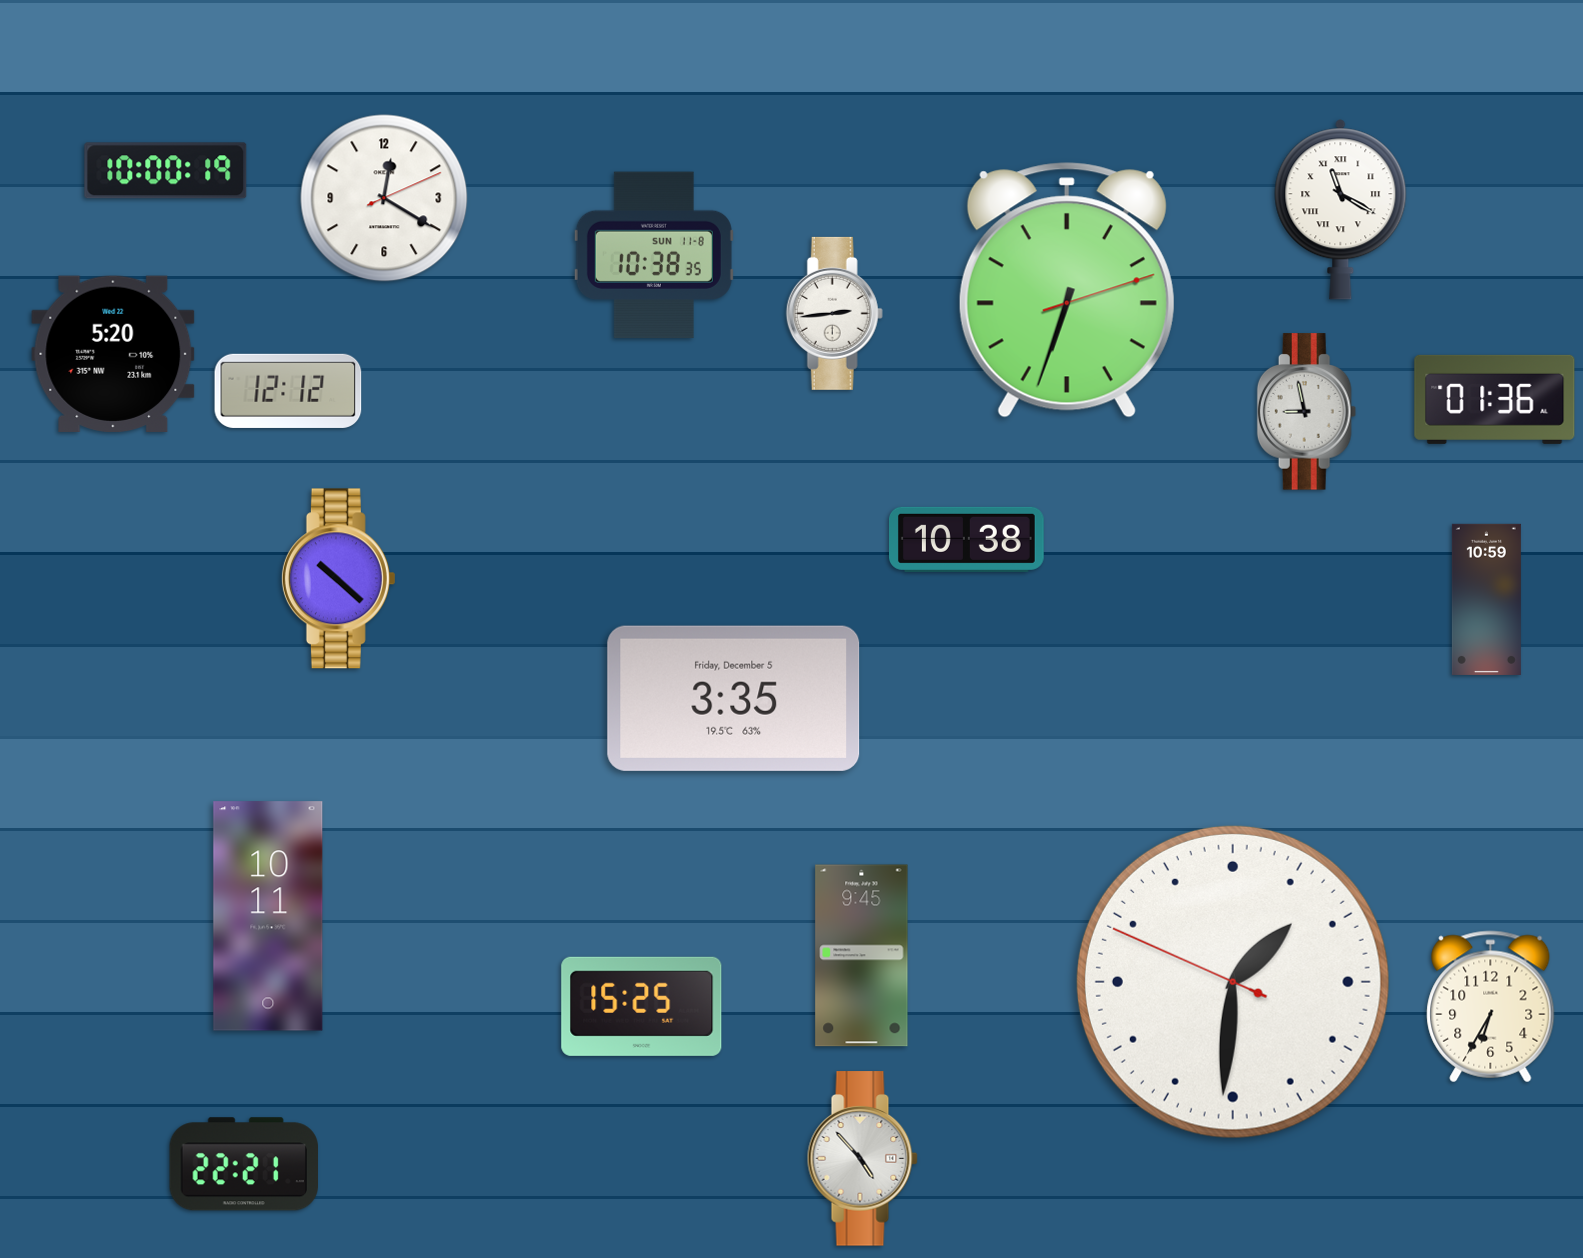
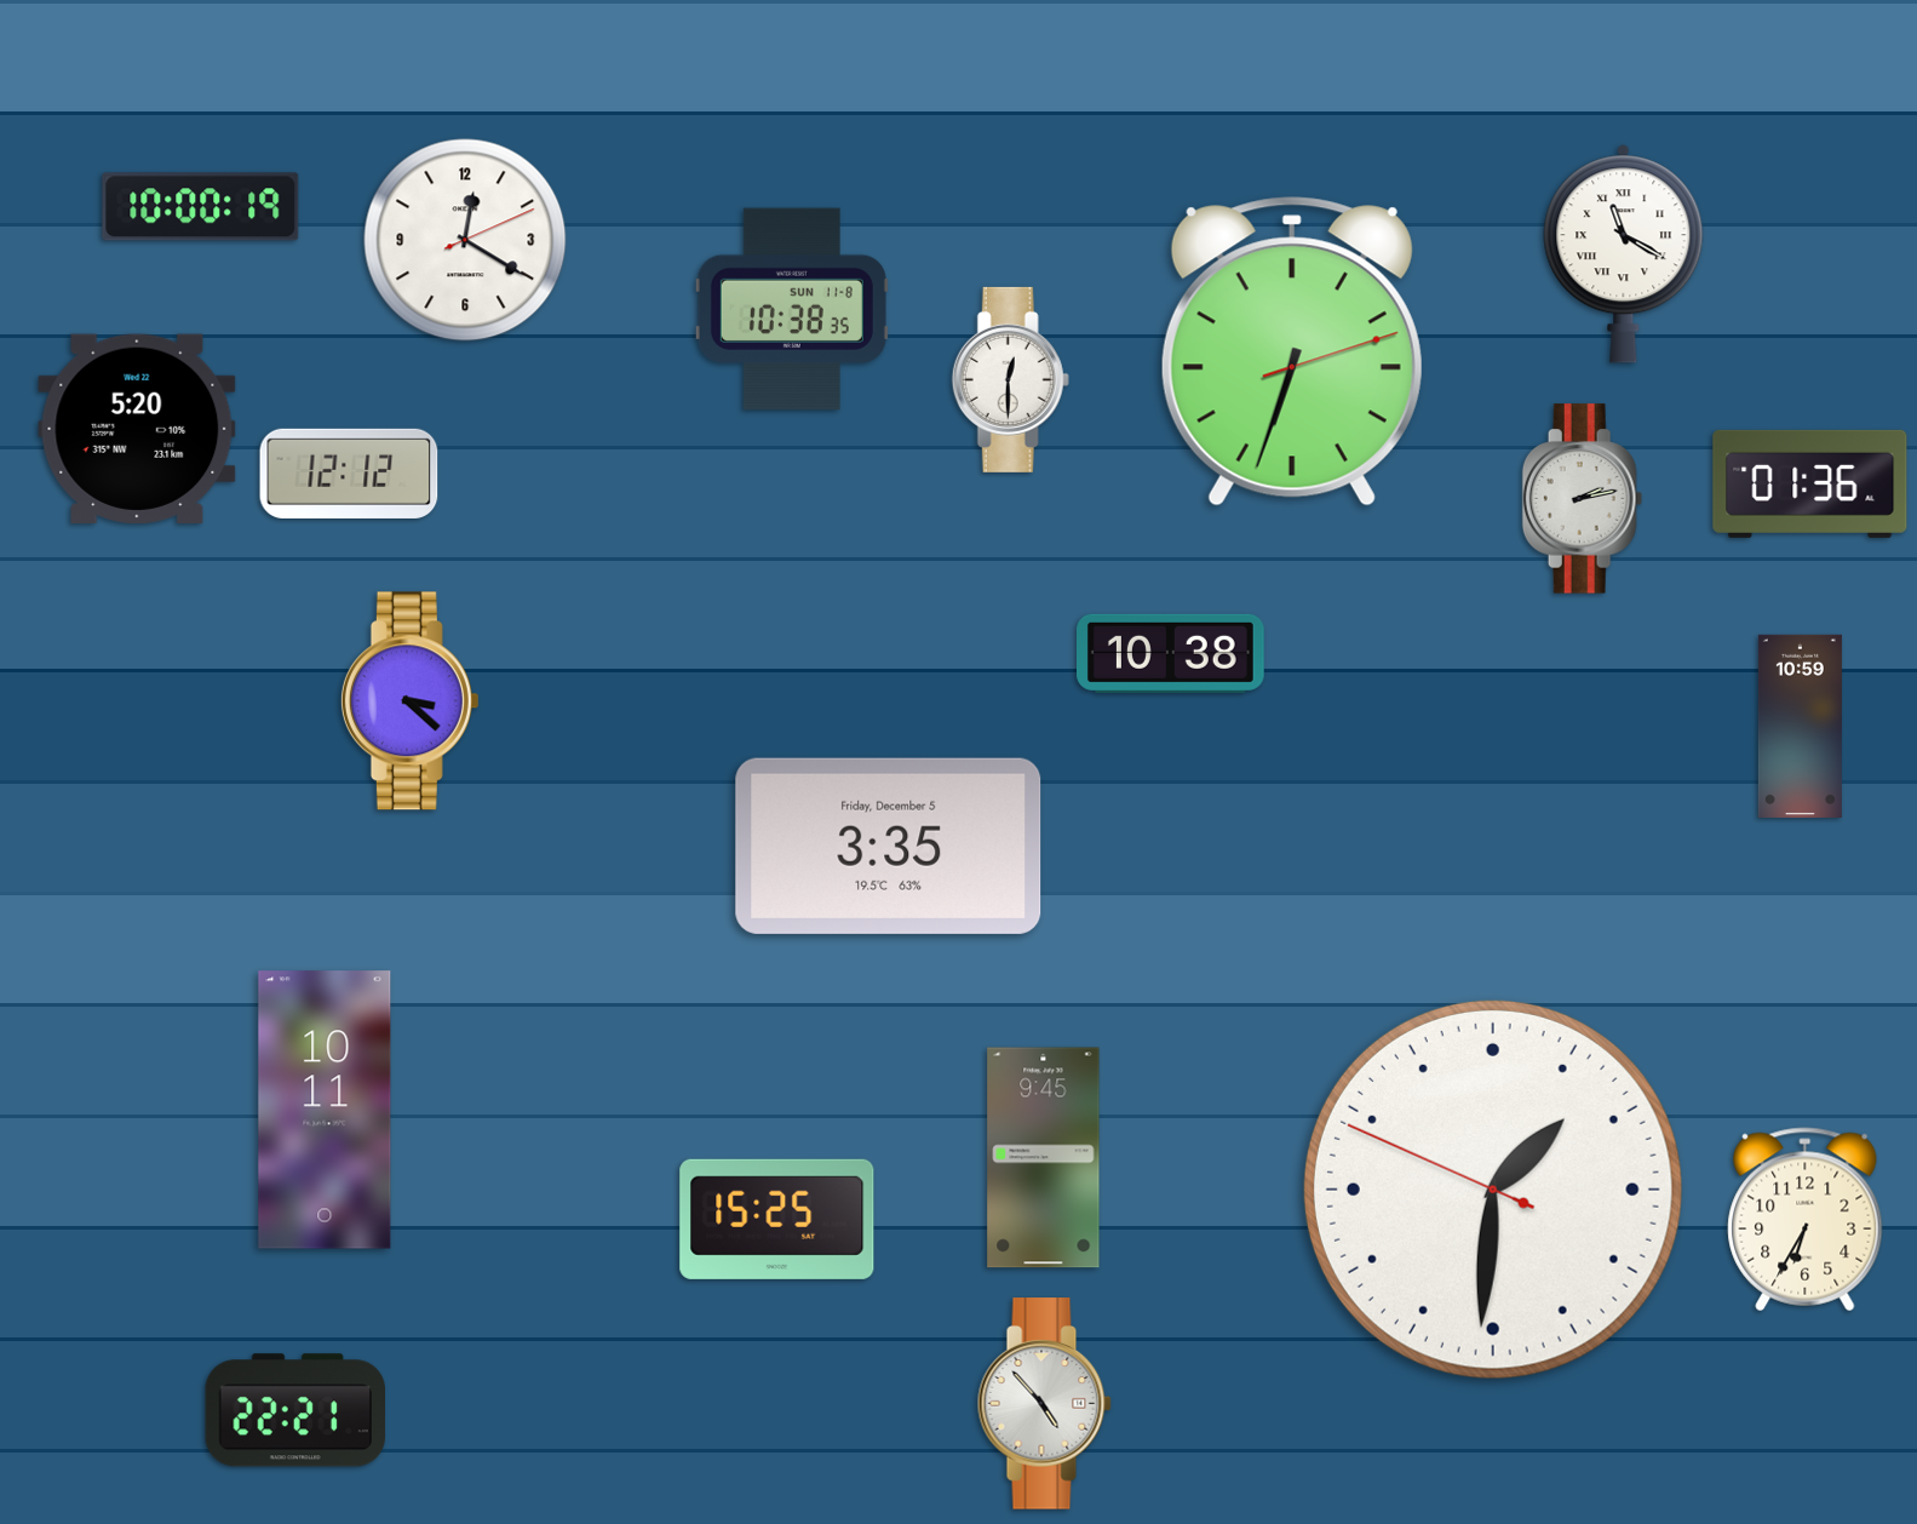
clock at (834, 313): 2:44 -> 12:30
clock at (1307, 412): 8:58 -> 2:13
clock at (338, 579): 10:22 -> 3:22
